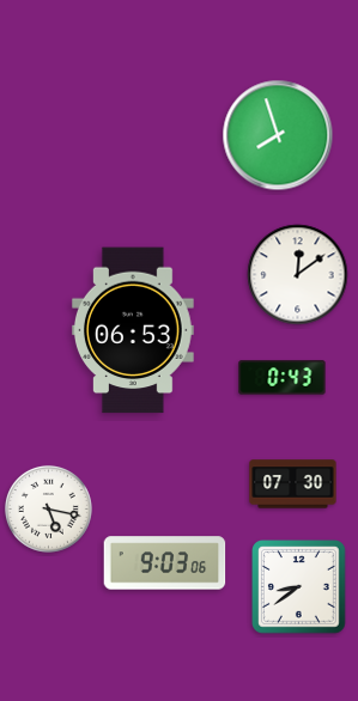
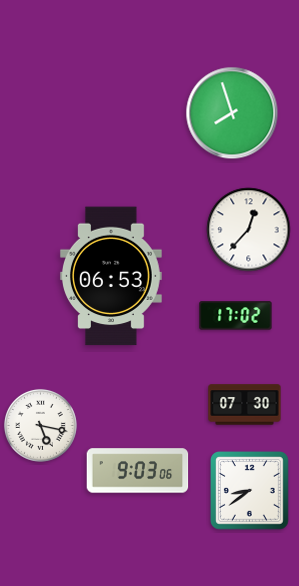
clock at (298, 275): 12:09 -> 12:37
clock at (283, 378): 0:43 -> 17:02
